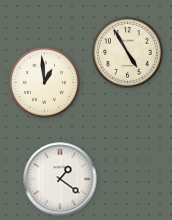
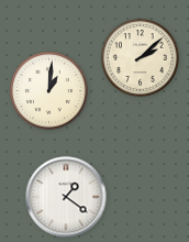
clock at (128, 53): 4:55 -> 2:08
clock at (45, 83): 12:59 -> 1:01
